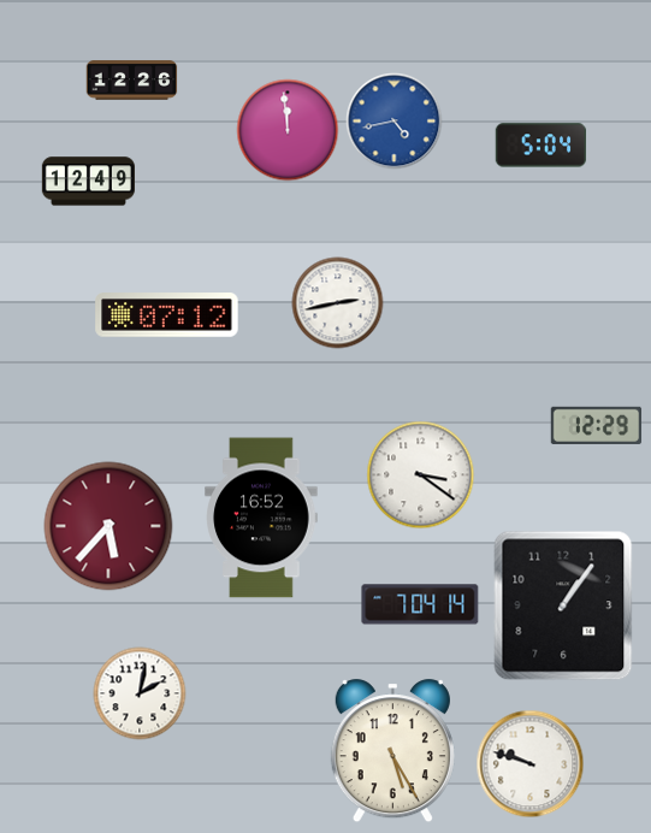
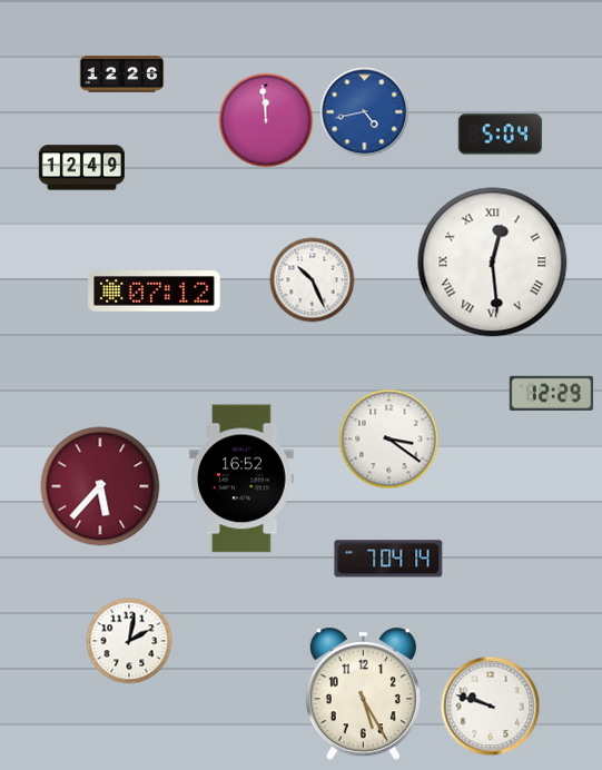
clock at (493, 263): none -> 12:29
clock at (338, 303): 2:43 -> 10:26
clock at (563, 605): 1:06 -> none
